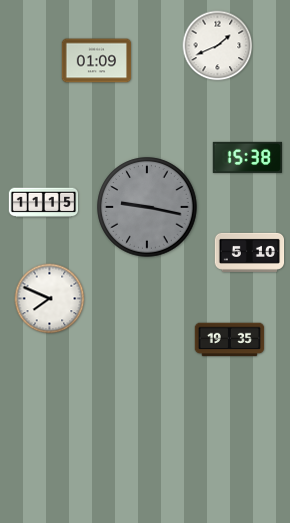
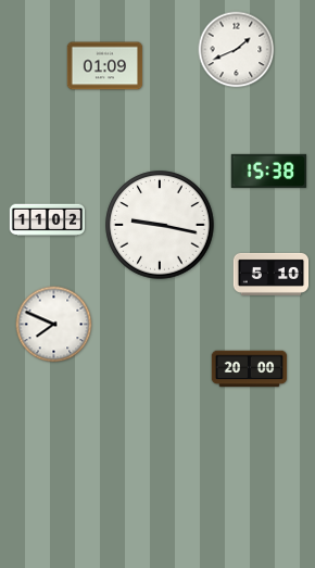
clock at (44, 203): 11:15 -> 11:02
clock at (147, 207) dial: grey -> white
clock at (230, 340): 19:35 -> 20:00
